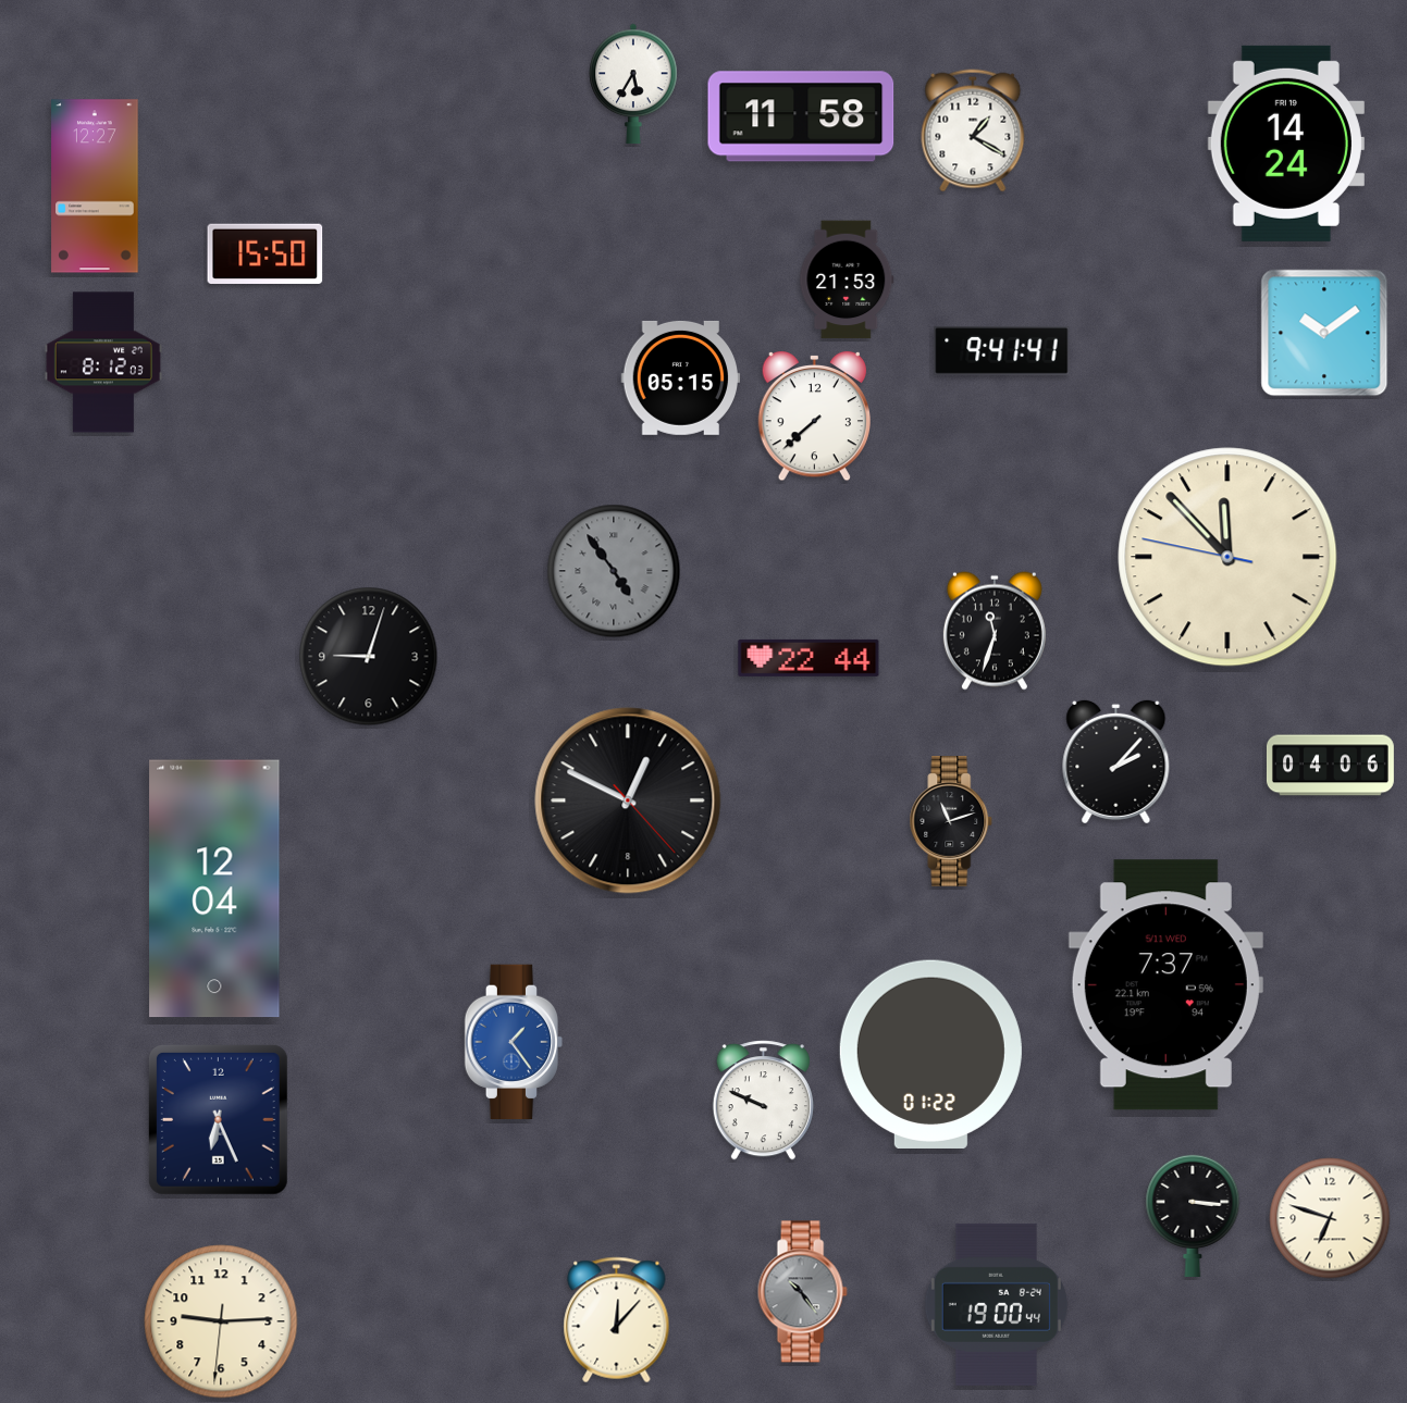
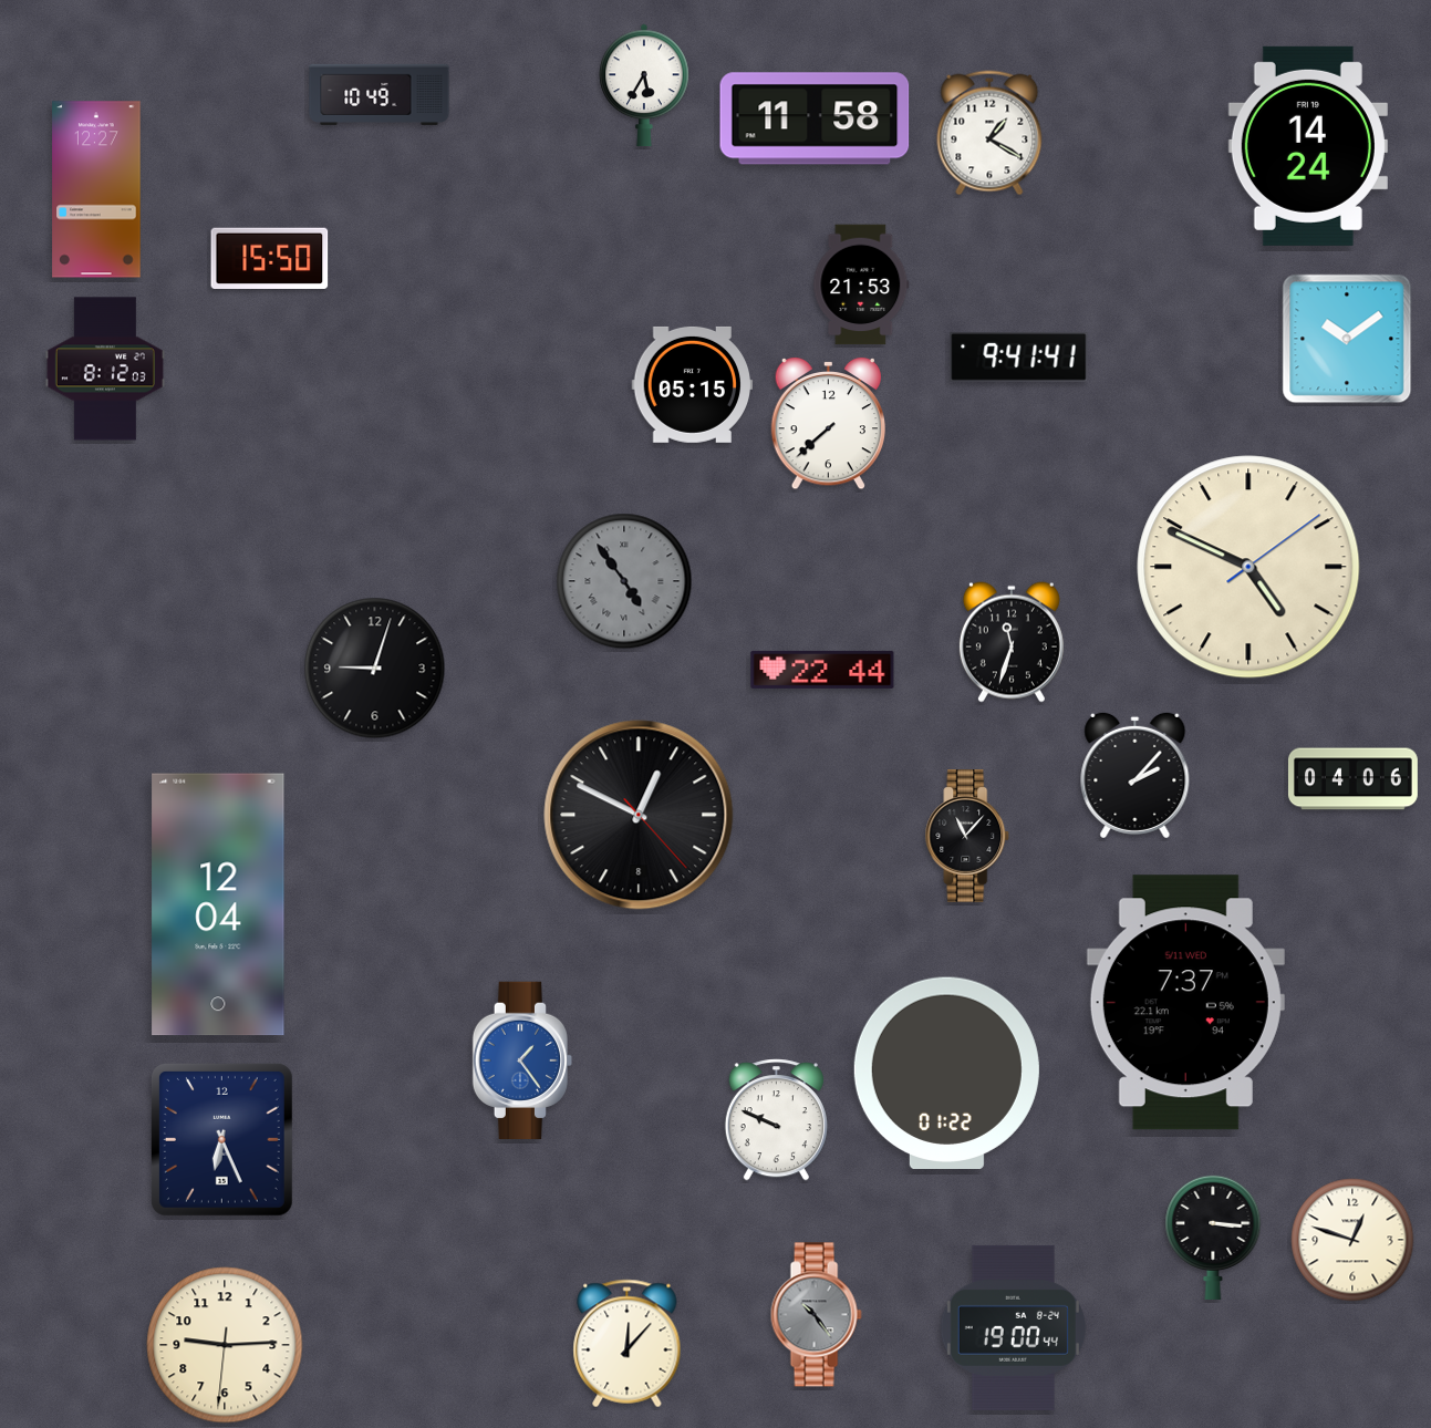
clock at (380, 94): none -> 10:49
clock at (1227, 557): 11:52 -> 4:49
clock at (951, 821): 11:12 -> 11:07
clock at (1330, 1218): 6:48 -> 12:48
